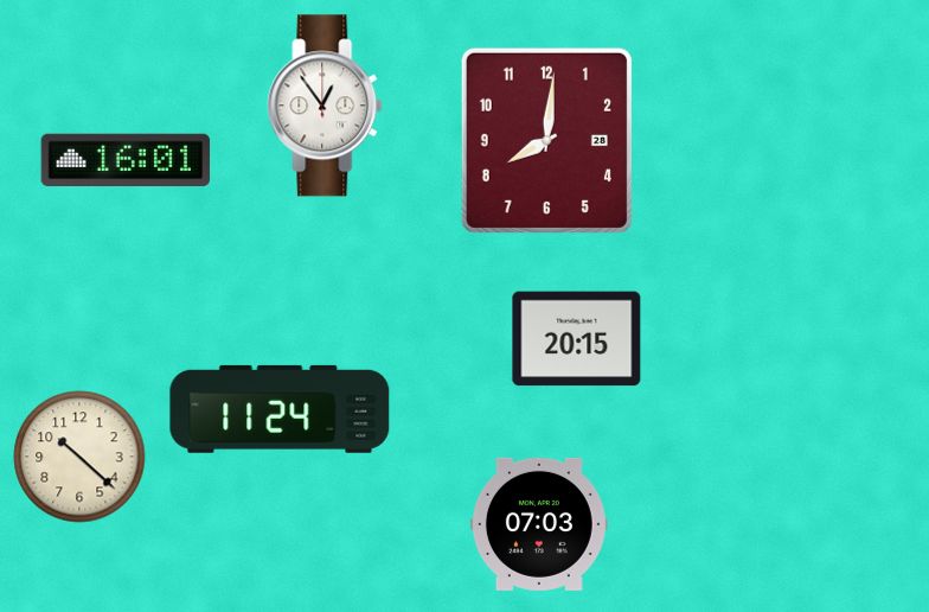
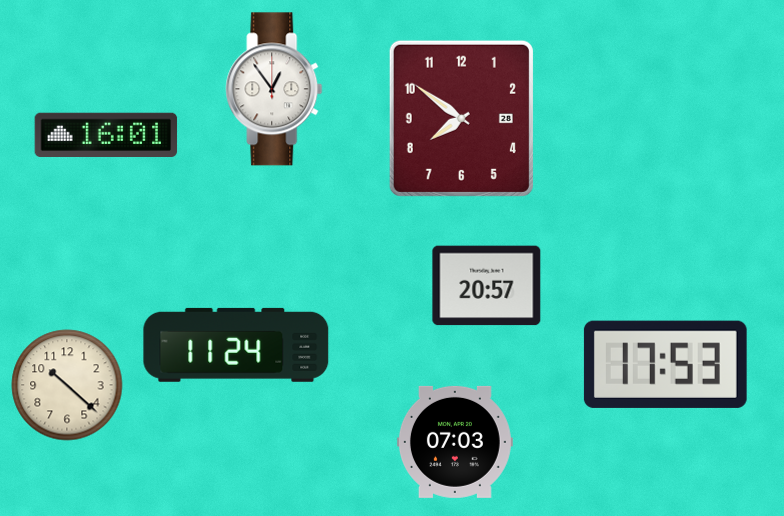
clock at (546, 140): 8:01 -> 7:51
clock at (577, 339): 20:15 -> 20:57
clock at (665, 364): none -> 17:53
